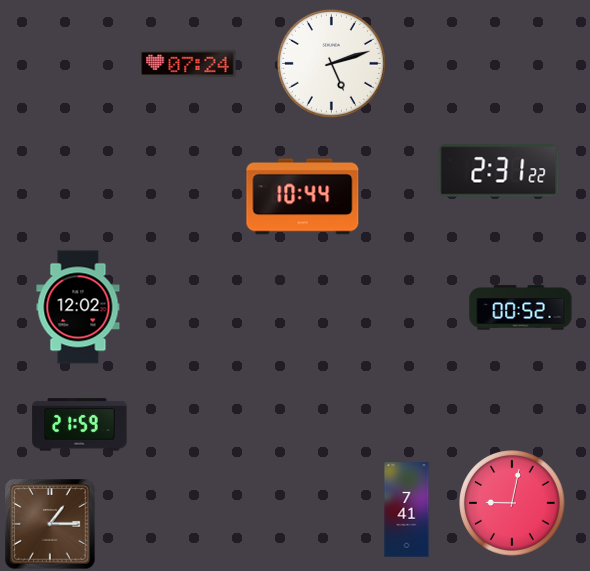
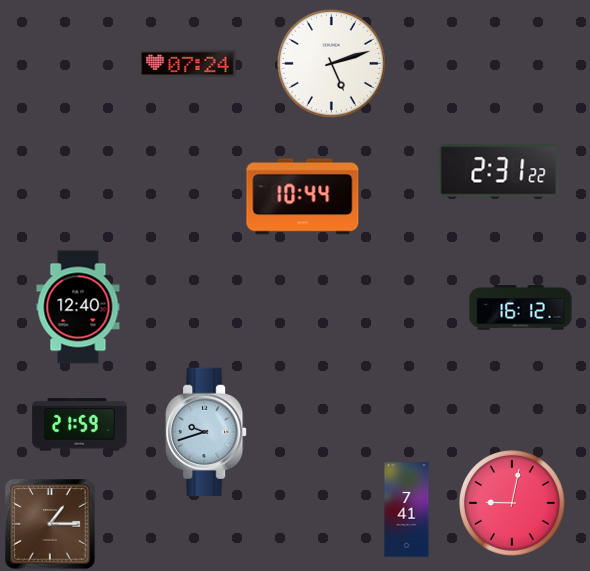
clock at (78, 307): 12:02 -> 12:40
clock at (521, 308): 00:52 -> 16:12
clock at (206, 432): none -> 9:42
